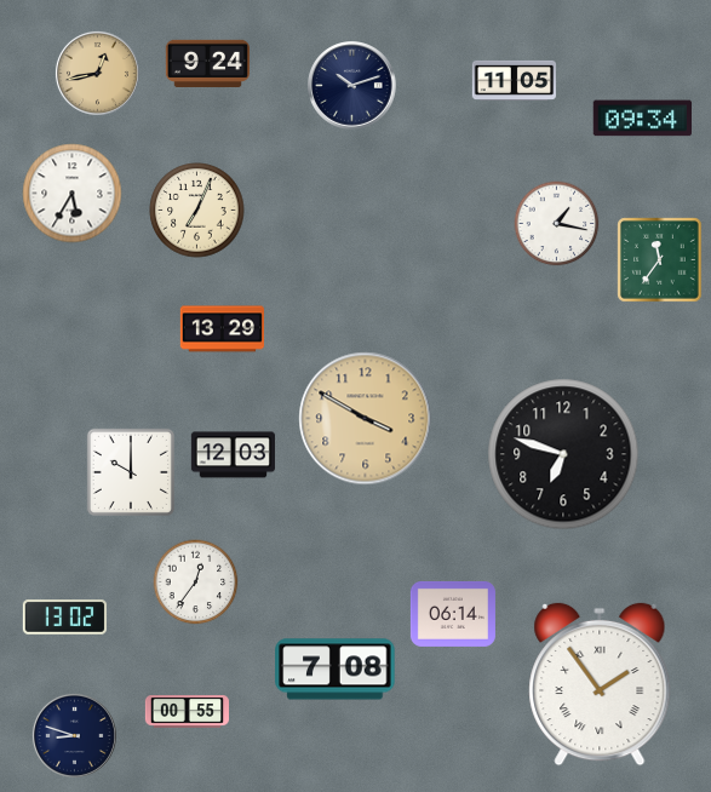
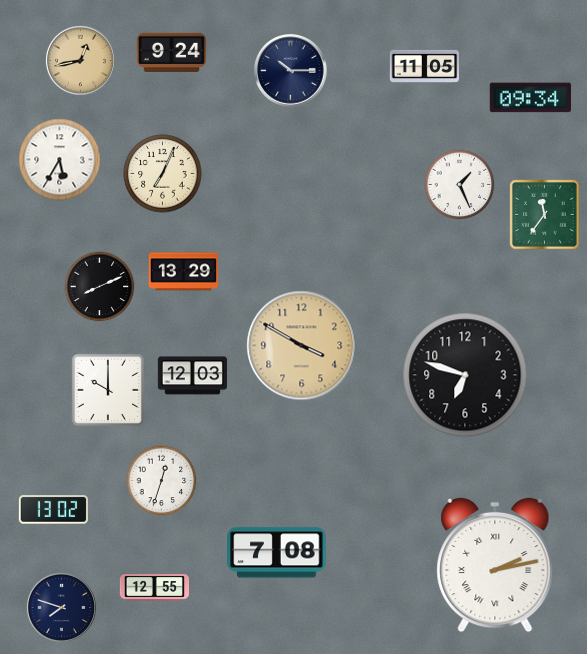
clock at (352, 86): 10:12 -> 10:15
clock at (557, 224): 1:17 -> 1:26
clock at (100, 287): none -> 8:11
clock at (196, 582): 12:36 -> 12:33
clock at (453, 614): 06:14 -> none
clock at (600, 684): 1:54 -> 2:13
clock at (187, 712): 00:55 -> 12:55
clock at (74, 735): 8:48 -> 7:48
